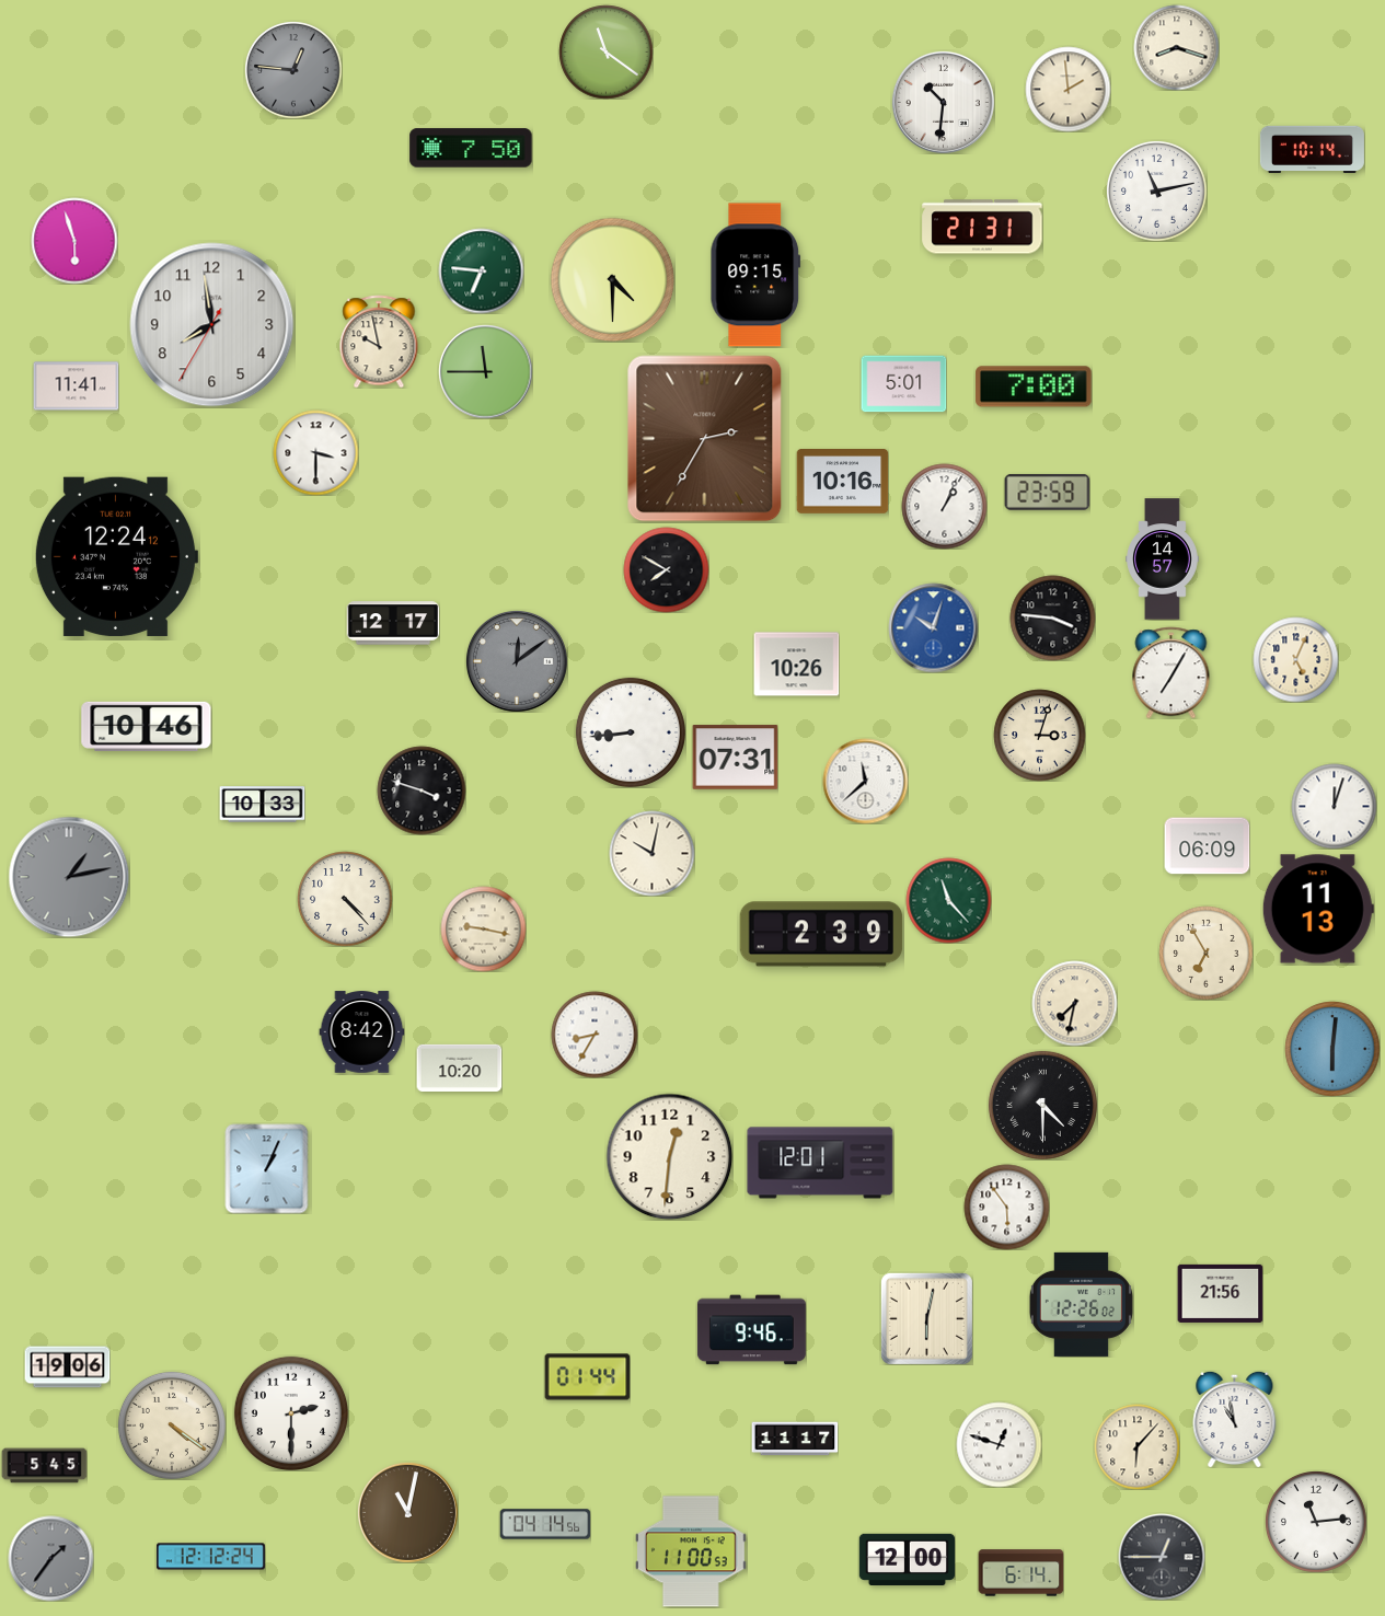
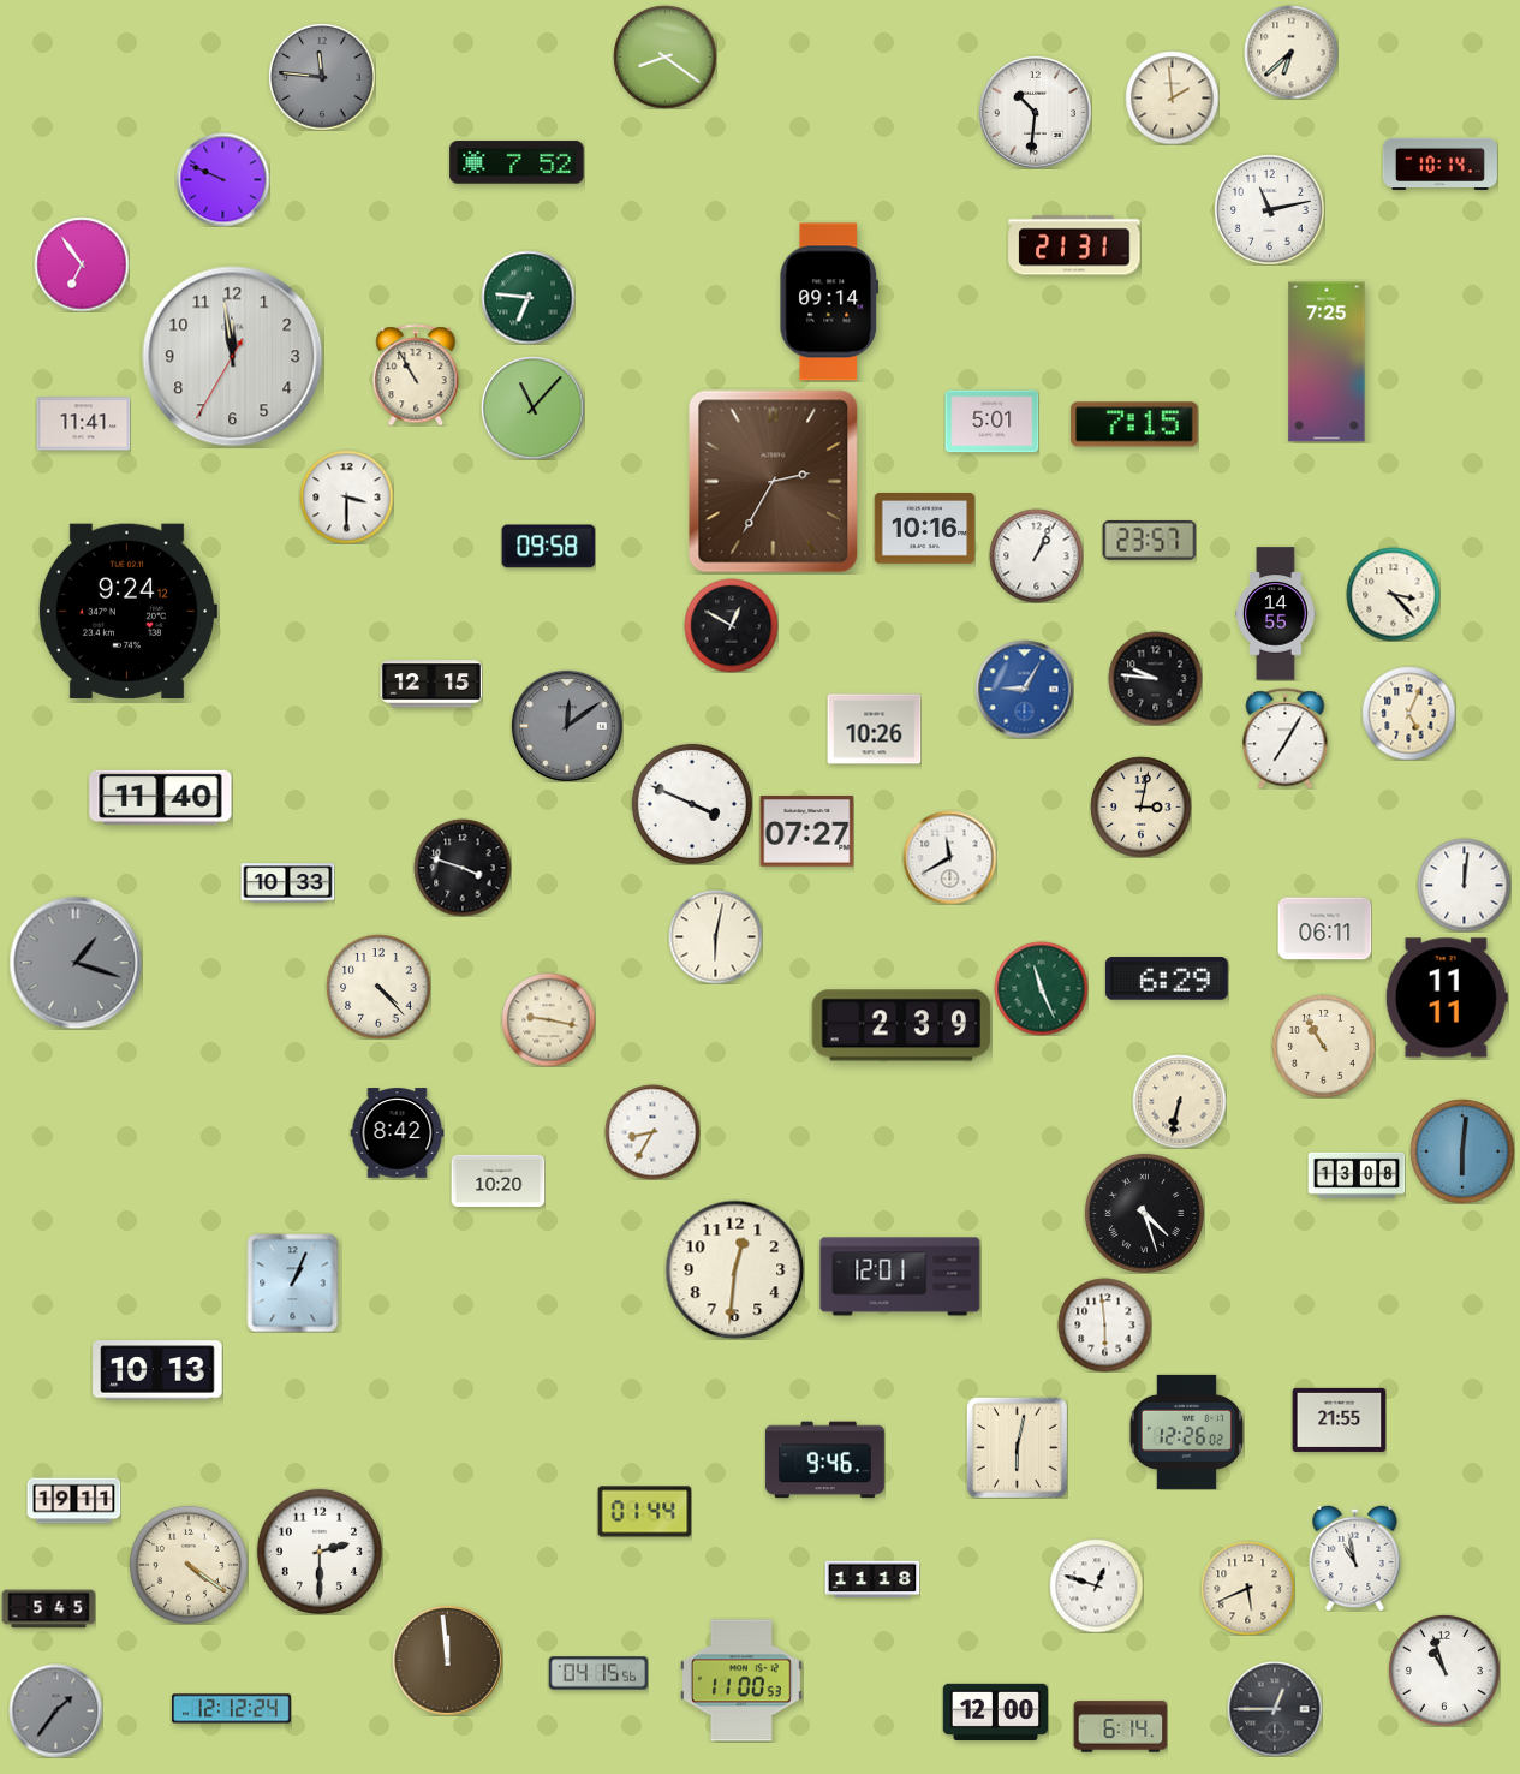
clock at (1176, 47): 8:18 -> 6:38
clock at (605, 51): 11:21 -> 8:21
clock at (293, 70): 12:46 -> 11:46
clock at (471, 148): 7:50 -> 7:52
clock at (222, 179): none -> 9:49
clock at (982, 227) position: (982, 227) -> (1074, 245)
clock at (74, 241): 5:57 -> 6:54
clock at (755, 275): 09:15 -> 09:14
clock at (612, 279): 4:30 -> none
clock at (212, 325): 7:58 -> 11:58
clock at (1327, 362): none -> 7:25
clock at (379, 342): 9:58 -> 10:55
clock at (485, 371): 11:45 -> 11:07
clock at (1034, 386): 7:00 -> 7:15
clock at (1047, 492): 23:59 -> 23:57
clock at (548, 547): none -> 09:58
clock at (1393, 594): none -> 3:23
clock at (116, 556): 12:24 -> 9:24
clock at (1163, 559): 14:57 -> 14:55
clock at (666, 569): 7:50 -> 12:50
clock at (1052, 617): 3:46 -> 9:46
clock at (393, 623): 12:17 -> 12:15
clock at (933, 627): 10:03 -> 9:05
clock at (1295, 659) position: (1295, 659) -> (1408, 713)
clock at (147, 726): 10:46 -> 11:40
clock at (631, 732): 8:44 -> 3:49
clock at (1039, 735): 3:03 -> 3:02
clock at (735, 758): 07:31 -> 07:27
clock at (865, 781): 11:38 -> 11:40
clock at (1334, 806): 12:03 -> 12:01
clock at (1207, 846): 06:09 -> 06:11
clock at (651, 853): 10:02 -> 6:02
clock at (69, 877): 1:13 -> 1:18
clock at (1167, 978): none -> 6:29
clock at (948, 900): 11:23 -> 11:26
clock at (1318, 909): 11:13 -> 11:11
clock at (483, 928) position: (483, 928) -> (548, 1019)
clock at (1205, 953): 6:55 -> 10:55
clock at (1074, 1003): 7:32 -> 6:32
clock at (595, 1035) position: (595, 1035) -> (652, 1132)
clock at (459, 1067) position: (459, 1067) -> (497, 1180)
clock at (1357, 1174): none -> 13:08
clock at (1042, 1105): 4:30 -> 4:27
clock at (1006, 1207): 5:54 -> 5:59
clock at (157, 1370): none -> 10:13
clock at (1220, 1293): 21:56 -> 21:55
clock at (67, 1367): 19:06 -> 19:11
clock at (795, 1439): 11:17 -> 11:18
clock at (1136, 1446): 6:07 -> 5:41
clock at (407, 1512): 11:02 -> 11:59
clock at (1316, 1522): 11:14 -> 10:57
clock at (545, 1524): 04:14 -> 04:15
clock at (691, 1551) position: (691, 1551) -> (741, 1680)
